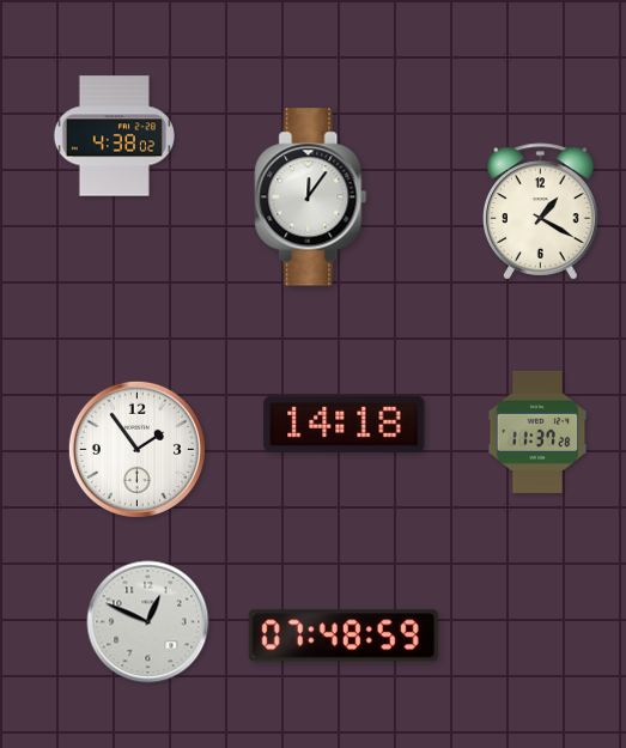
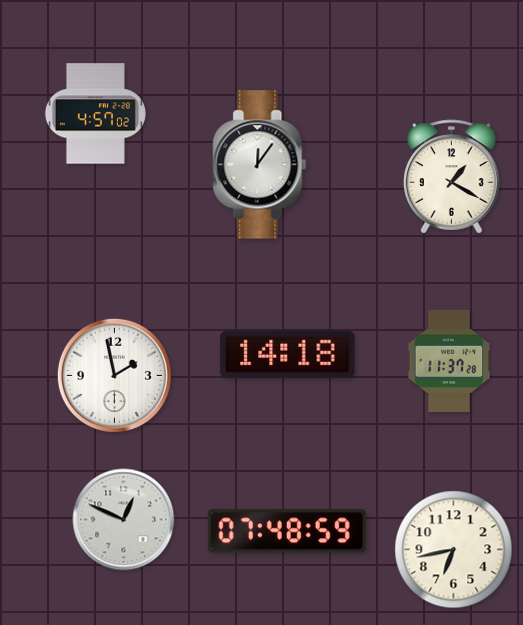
clock at (114, 136): 4:38 -> 4:57
clock at (136, 449): 1:54 -> 1:58
clock at (454, 550): none -> 6:43
